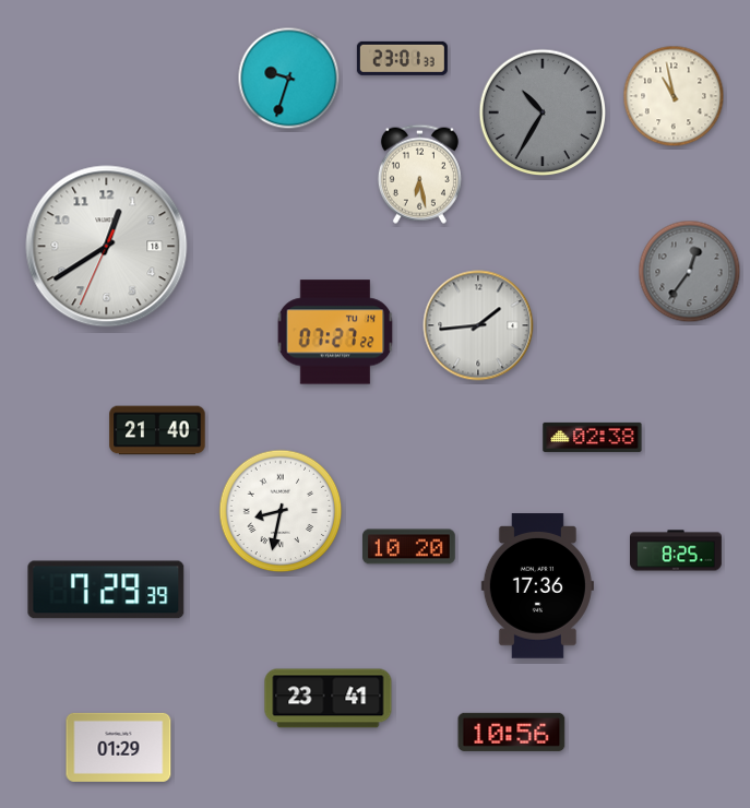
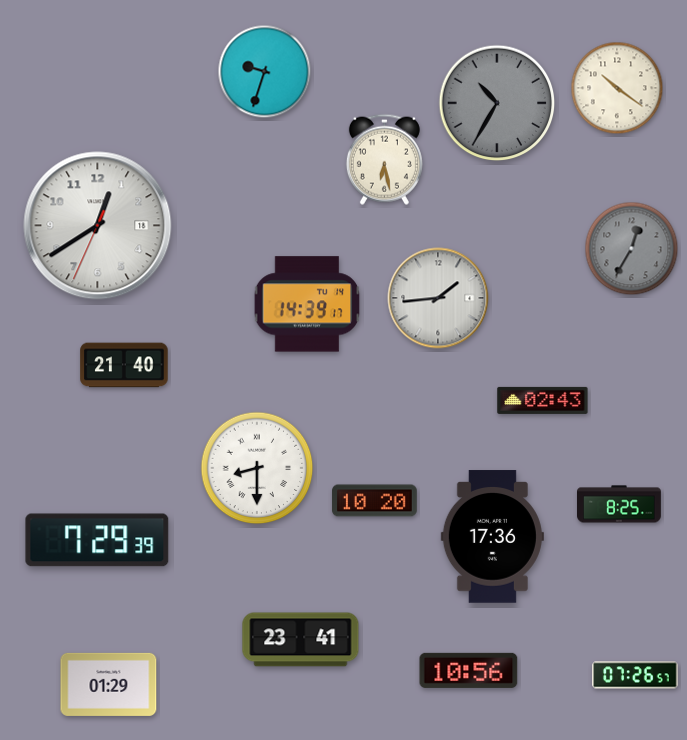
clock at (402, 58): 23:01 -> none
clock at (674, 96): 10:58 -> 10:21
clock at (690, 272): 12:36 -> 12:35
clock at (335, 332): 07:27 -> 14:39
clock at (157, 430) position: (157, 430) -> (124, 365)
clock at (593, 437): 02:38 -> 02:43
clock at (281, 511): 8:32 -> 8:30
clock at (635, 675): none -> 07:26
